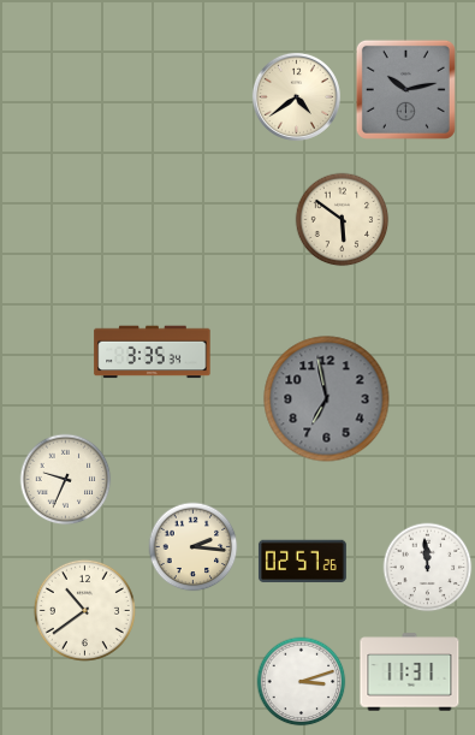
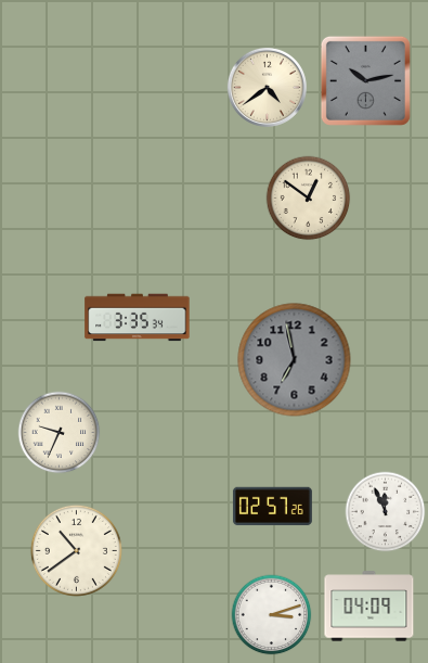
clock at (343, 220): 5:51 -> 12:51
clock at (194, 547): 2:16 -> none
clock at (428, 568): 11:59 -> 11:56
clock at (410, 672): 11:31 -> 04:09
